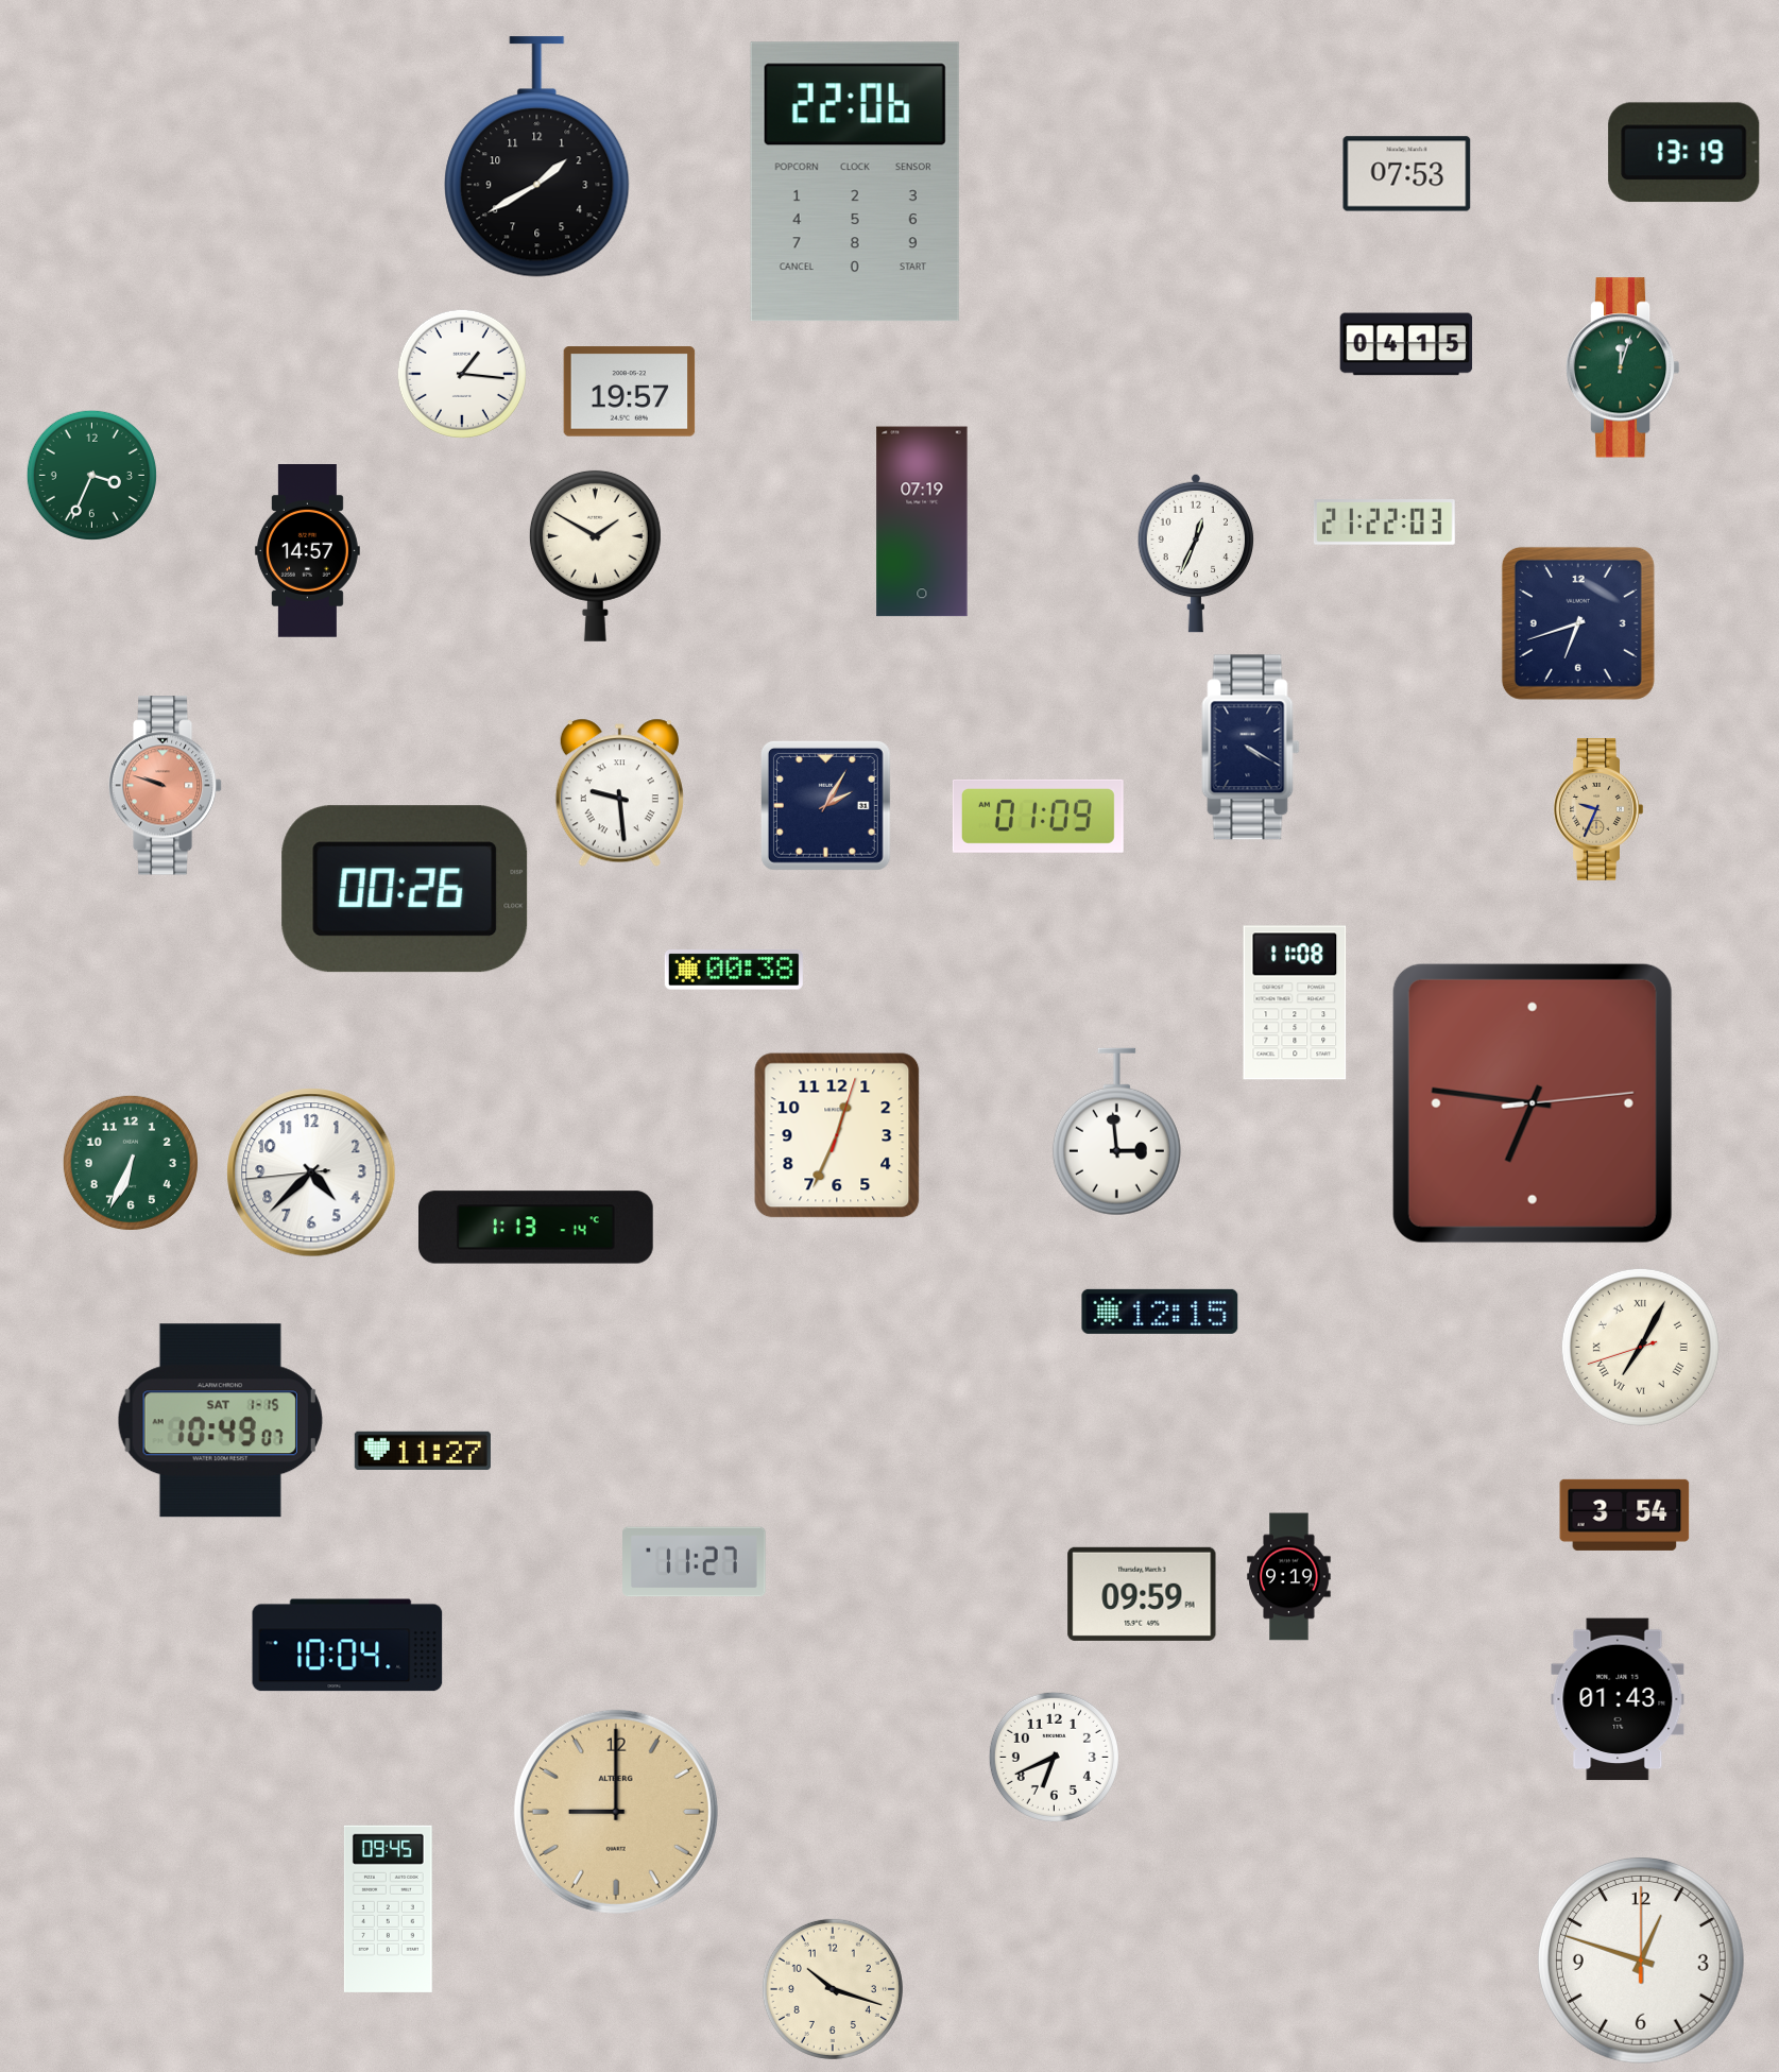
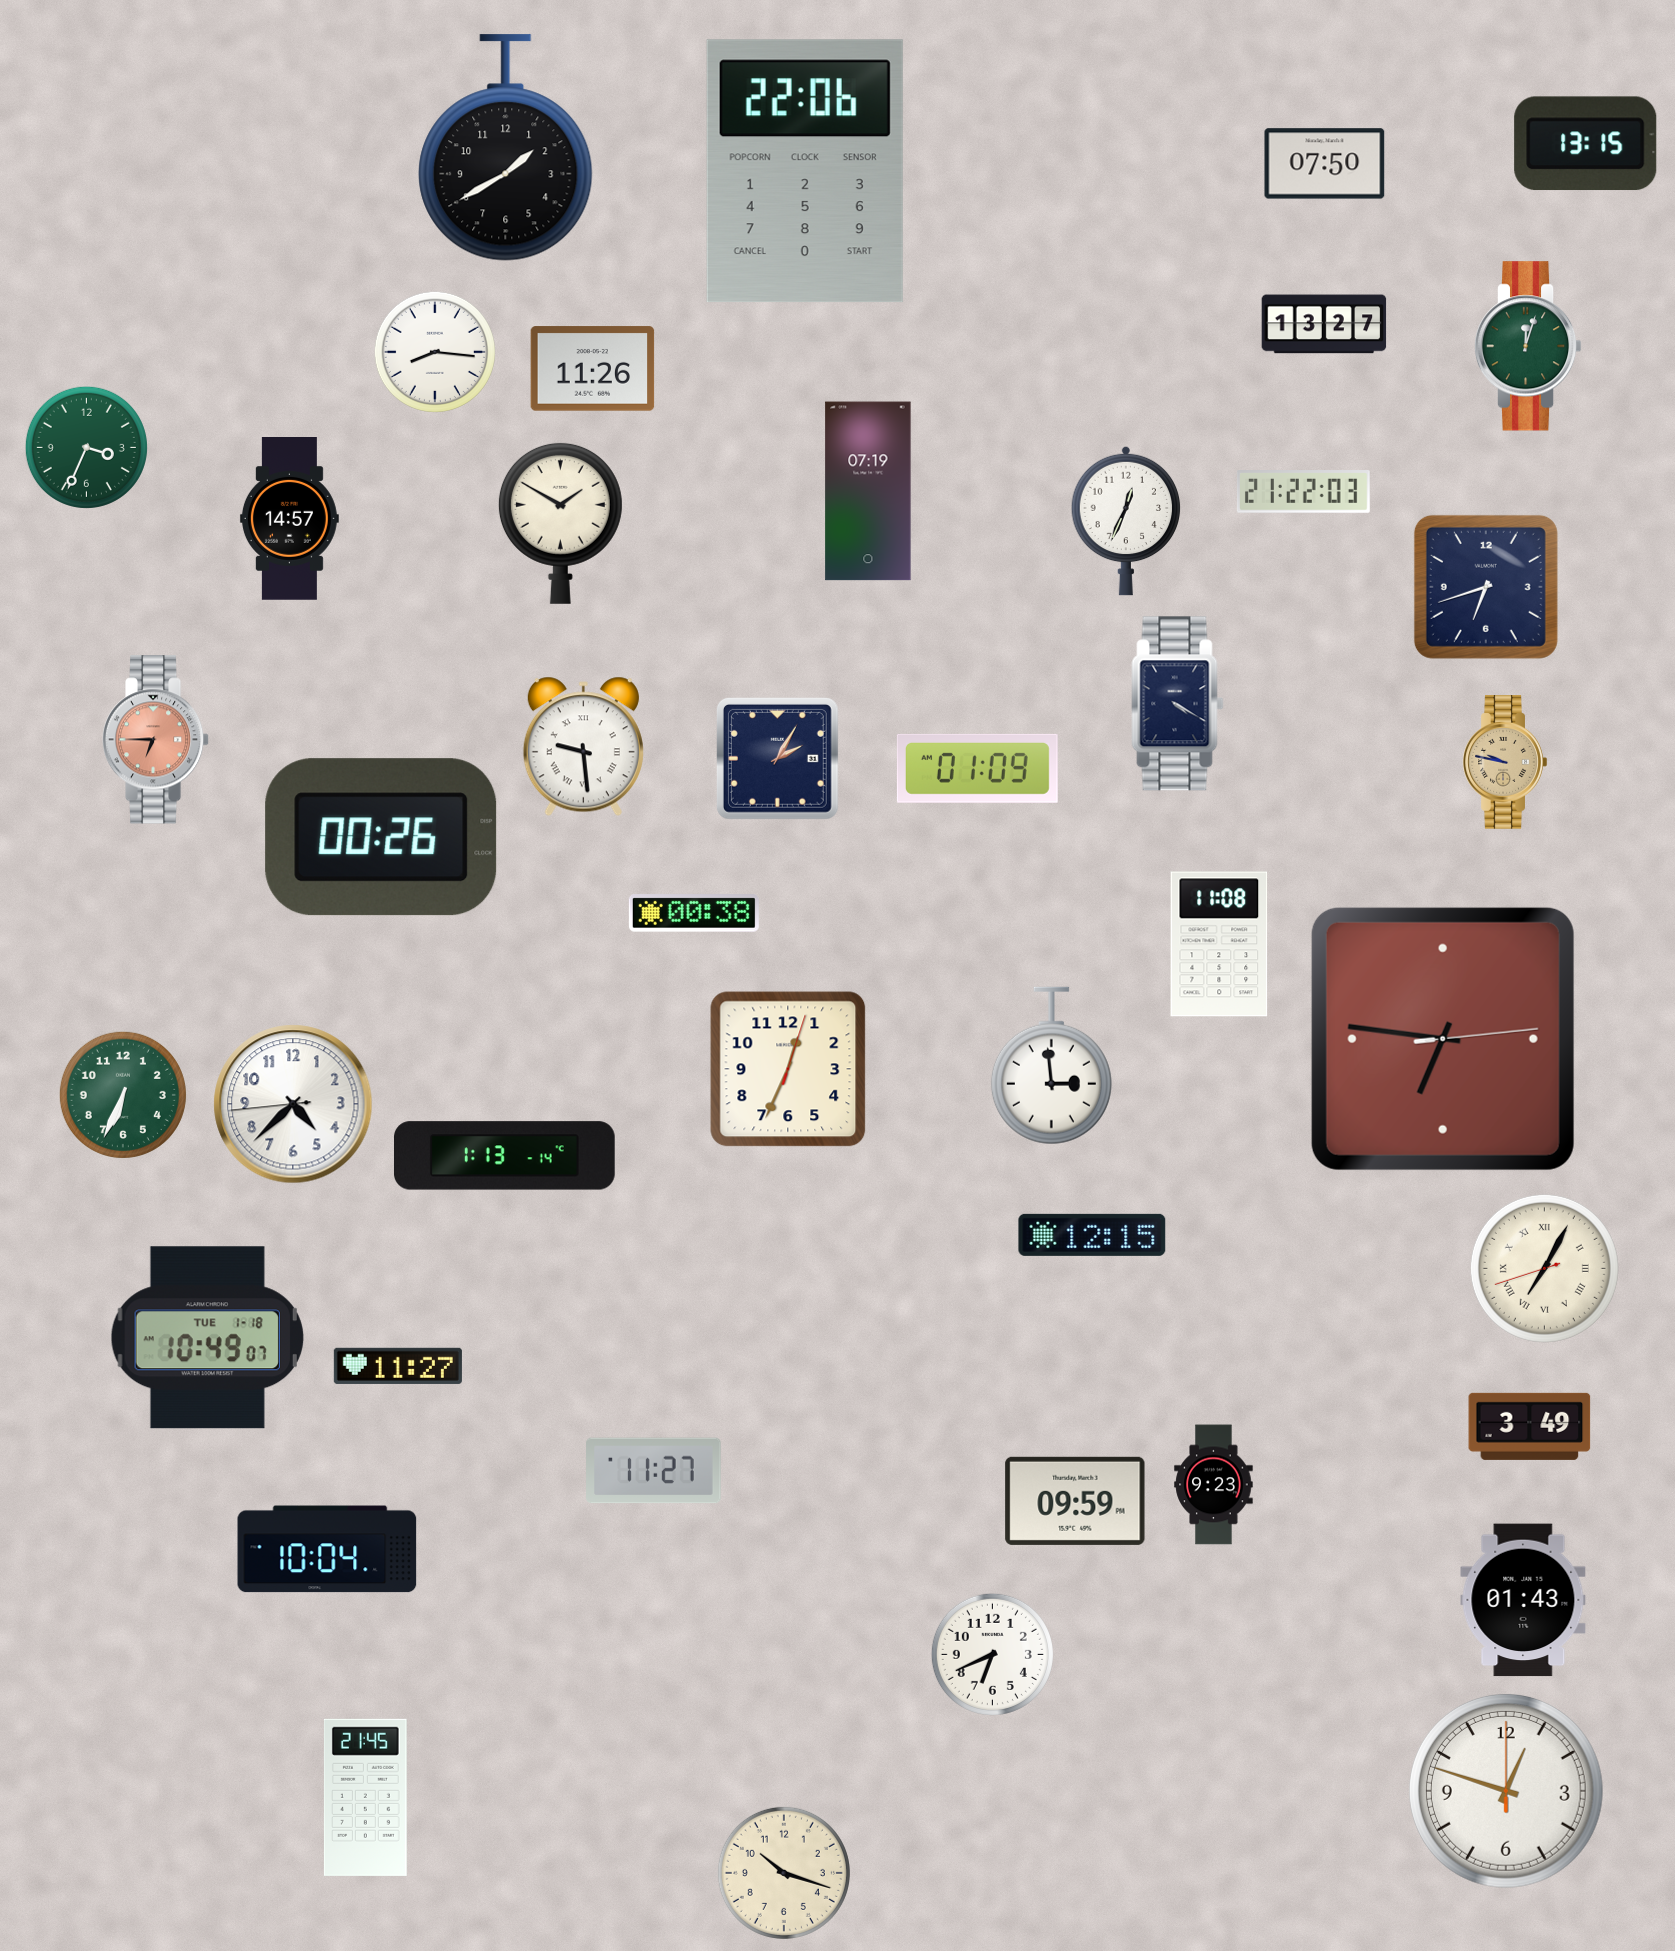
clock at (1684, 153): 13:19 -> 13:15
clock at (1407, 174): 07:53 -> 07:50
clock at (1406, 344): 04:15 -> 13:27
clock at (462, 374): 1:16 -> 8:16
clock at (630, 392): 19:57 -> 11:26
clock at (166, 786): 9:48 -> 6:45
clock at (1598, 810): 9:34 -> 9:47
clock at (734, 970) position: (734, 970) -> (694, 913)
clock at (220, 1421) date: SAT 1-15 -> TUE 1-18
clock at (1625, 1514): 3:54 -> 3:49
clock at (1289, 1577): 9:19 -> 9:23
clock at (616, 1812): 9:00 -> none
clock at (388, 1908): 09:45 -> 21:45
clock at (1641, 1960) position: (1641, 1960) -> (1506, 1791)
